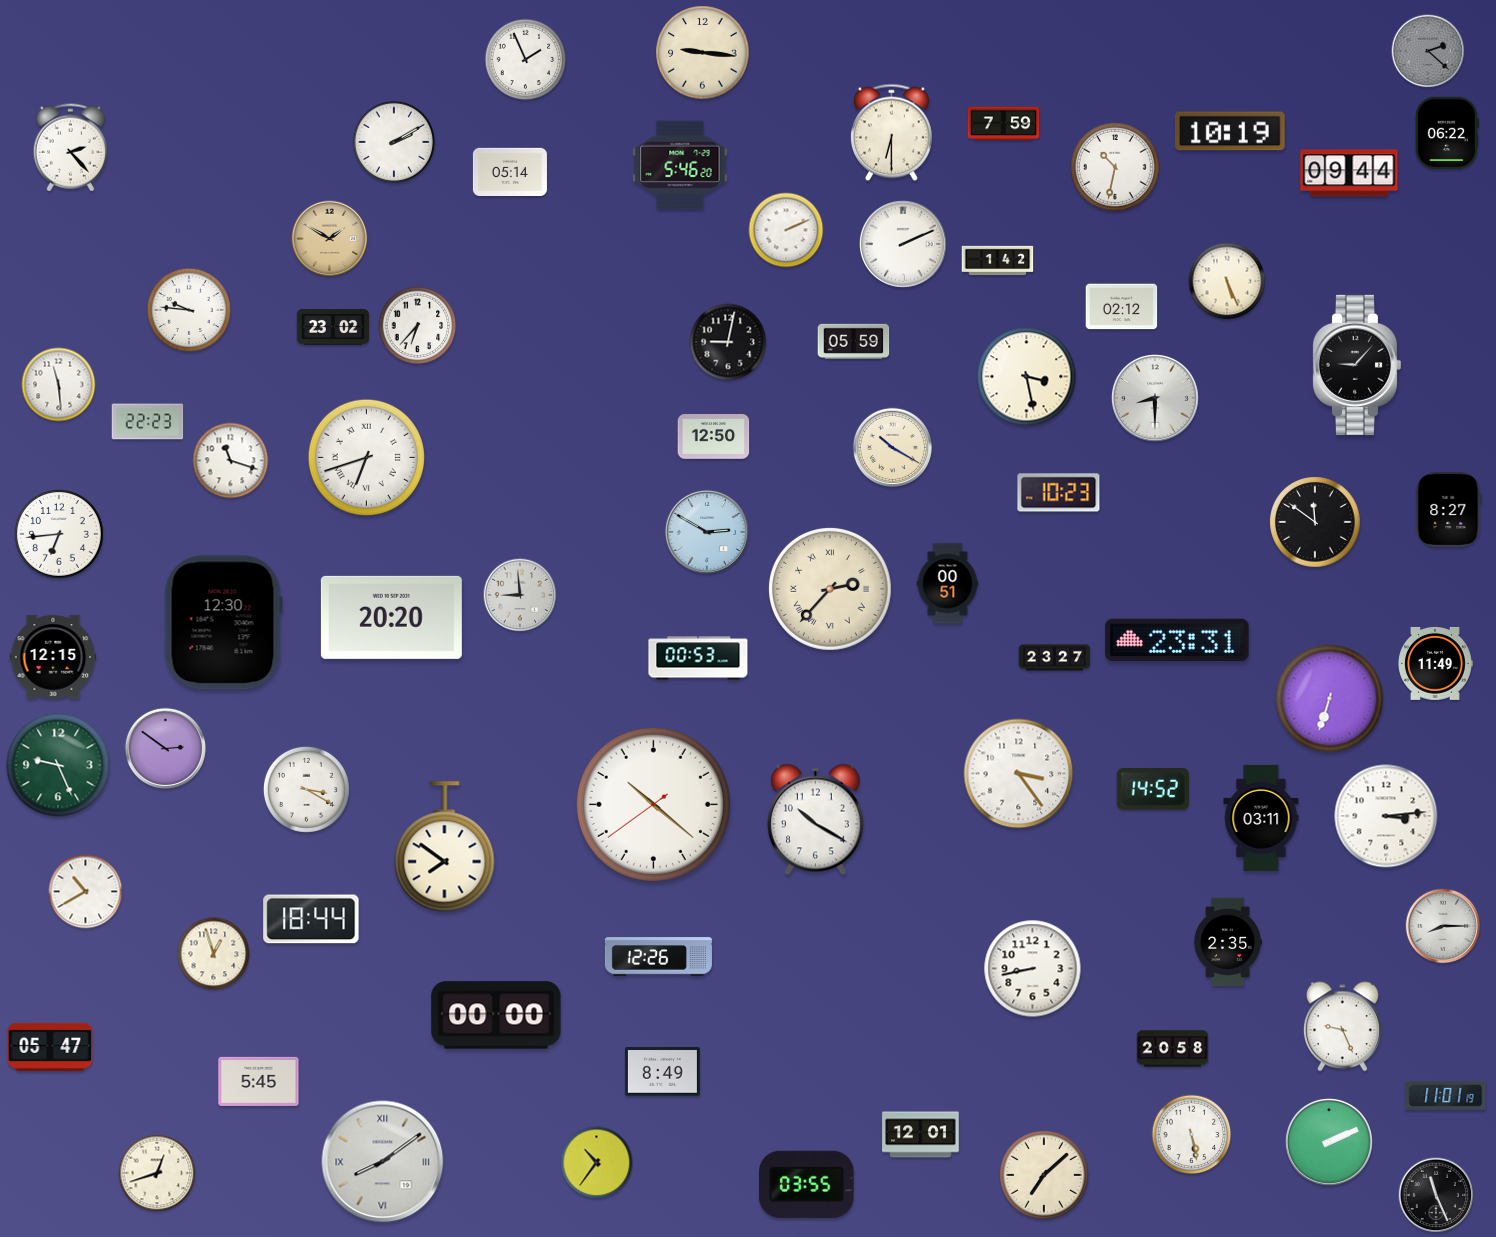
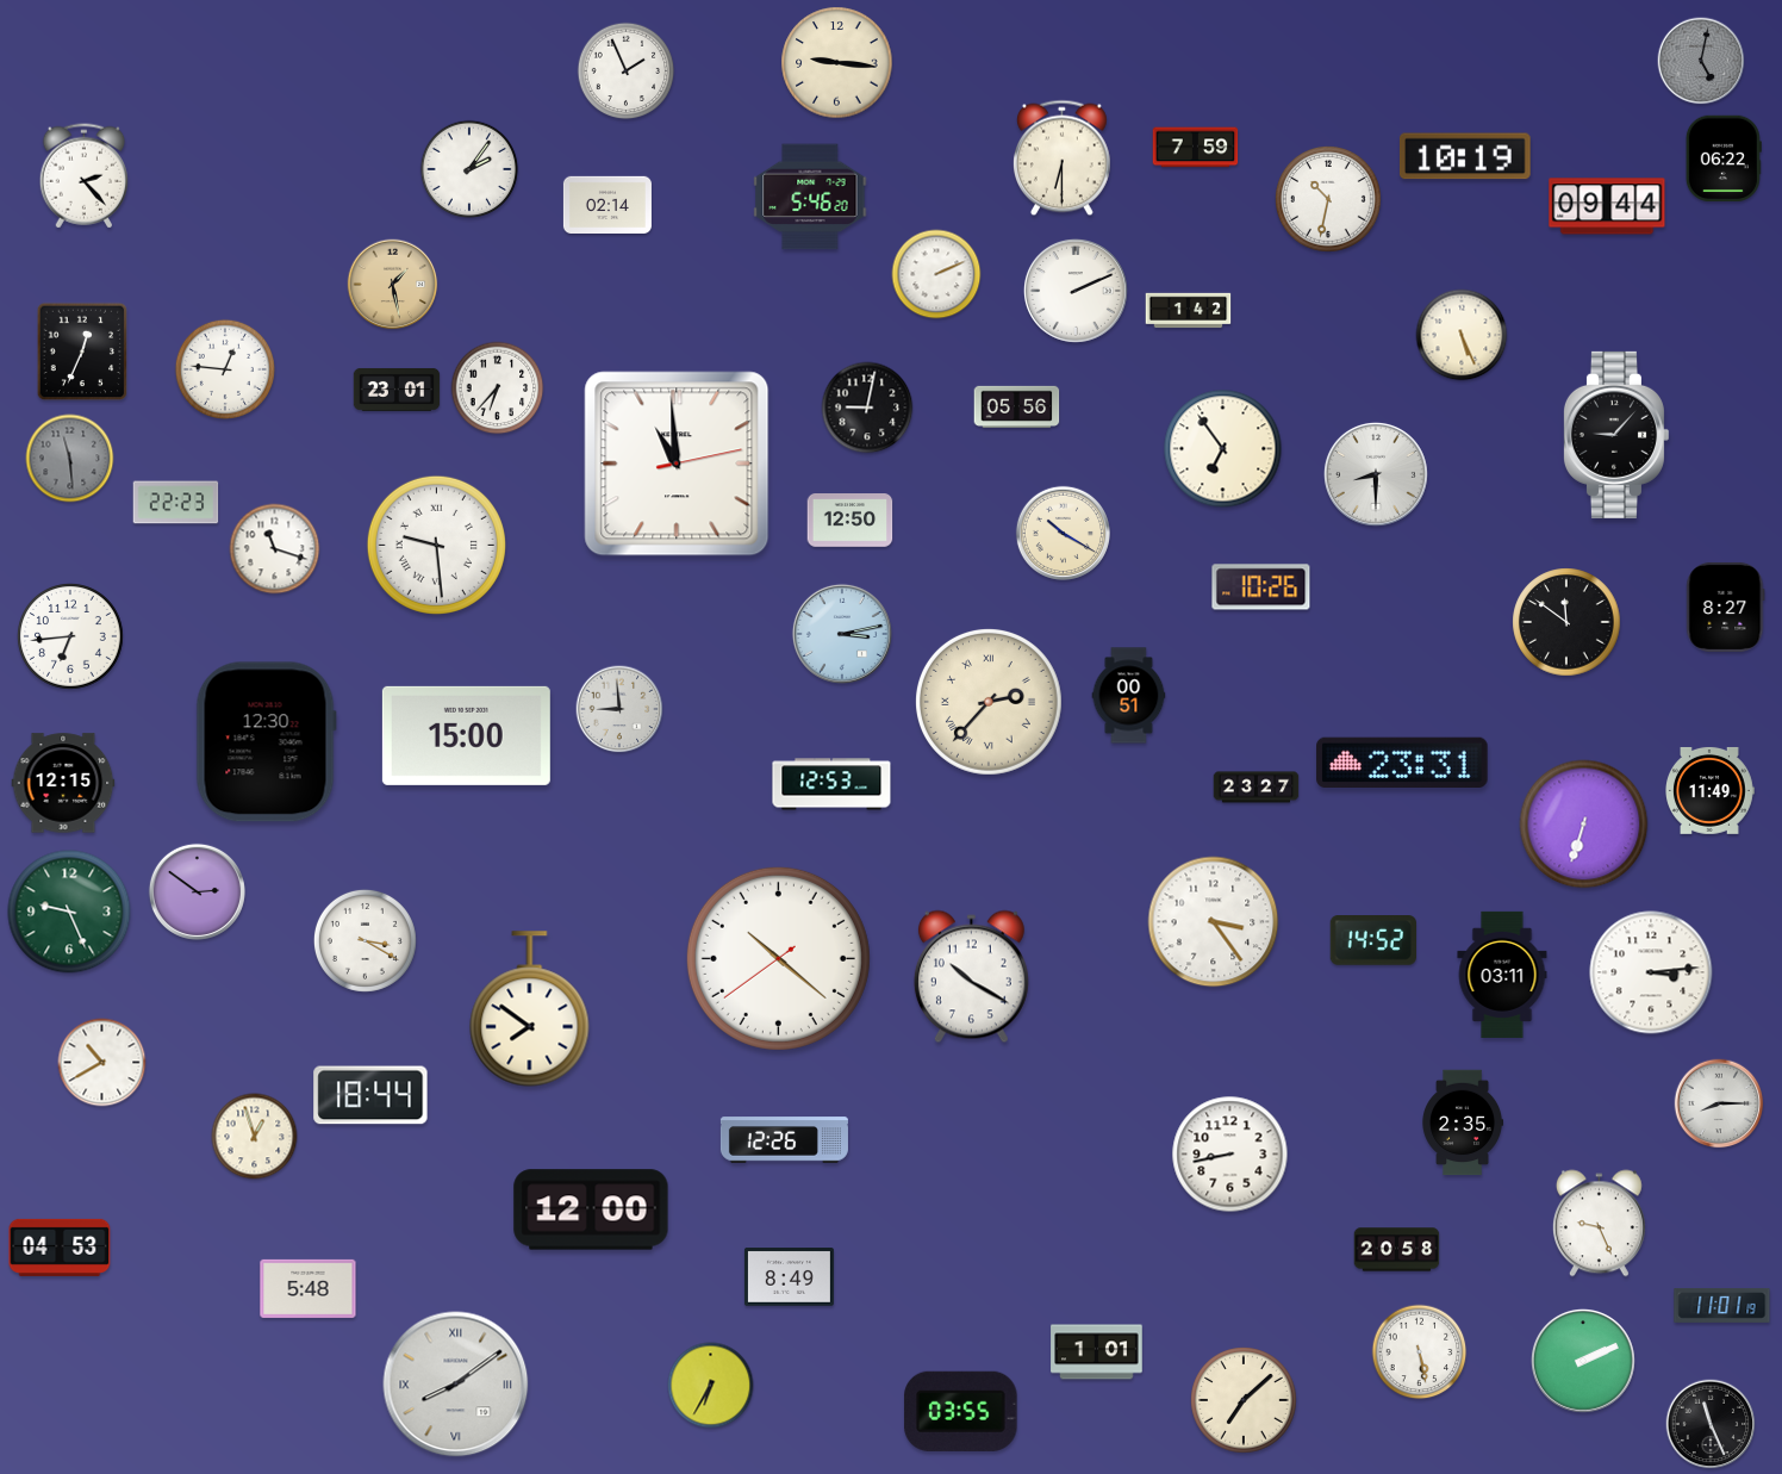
clock at (1428, 51): 2:22 -> 5:02
clock at (394, 142): 2:10 -> 2:06
clock at (510, 171): 05:14 -> 02:14
clock at (330, 239): 1:50 -> 1:28
clock at (82, 352): none -> 12:34
clock at (1122, 307): 02:12 -> none
clock at (189, 310): 9:46 -> 12:46
clock at (333, 327): 23:02 -> 23:01
clock at (854, 341): 05:59 -> 05:56
clock at (1027, 377): 3:28 -> 6:54
clock at (59, 385) dial: white -> grey
clock at (677, 464): none -> 10:59
clock at (366, 457): 6:42 -> 9:29
clock at (1059, 493): 10:23 -> 10:26
clock at (707, 532): 2:50 -> 3:13
clock at (391, 617): 20:20 -> 15:00
clock at (698, 658): 00:53 -> 12:53
clock at (1055, 658) position: (1055, 658) -> (1257, 788)
clock at (1330, 699) position: (1330, 699) -> (1584, 825)
clock at (496, 1015): 00:00 -> 12:00
clock at (50, 1047): 05:47 -> 04:53
clock at (259, 1081): 5:45 -> 5:48
clock at (921, 1135): 12:01 -> 1:01
clock at (597, 1163): 10:36 -> 6:35
clock at (157, 1173): 12:42 -> none
